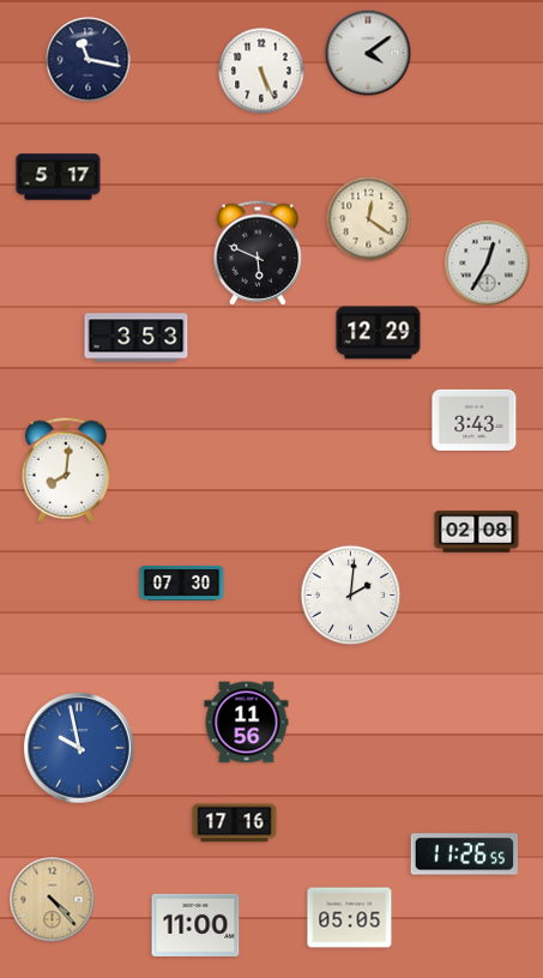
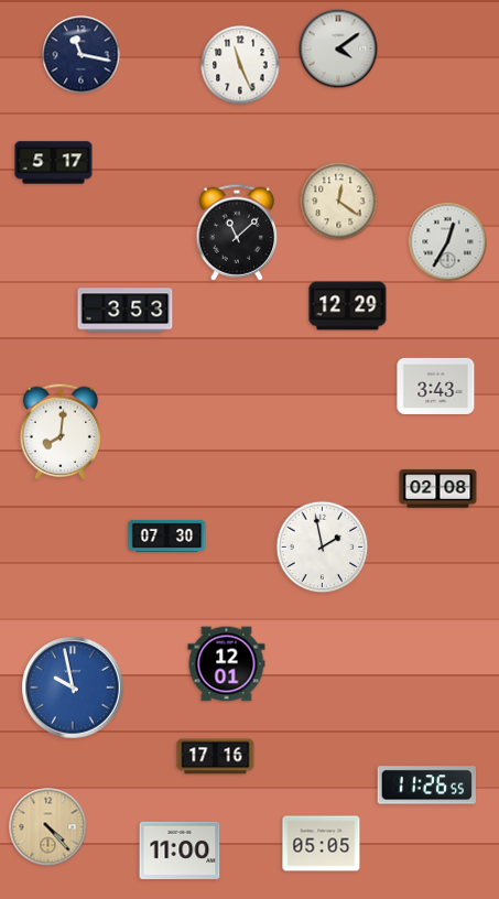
clock at (261, 71): 5:26 -> 11:26
clock at (257, 253): 5:49 -> 11:08
clock at (351, 596): 2:01 -> 1:58
clock at (247, 723): 11:56 -> 12:01
